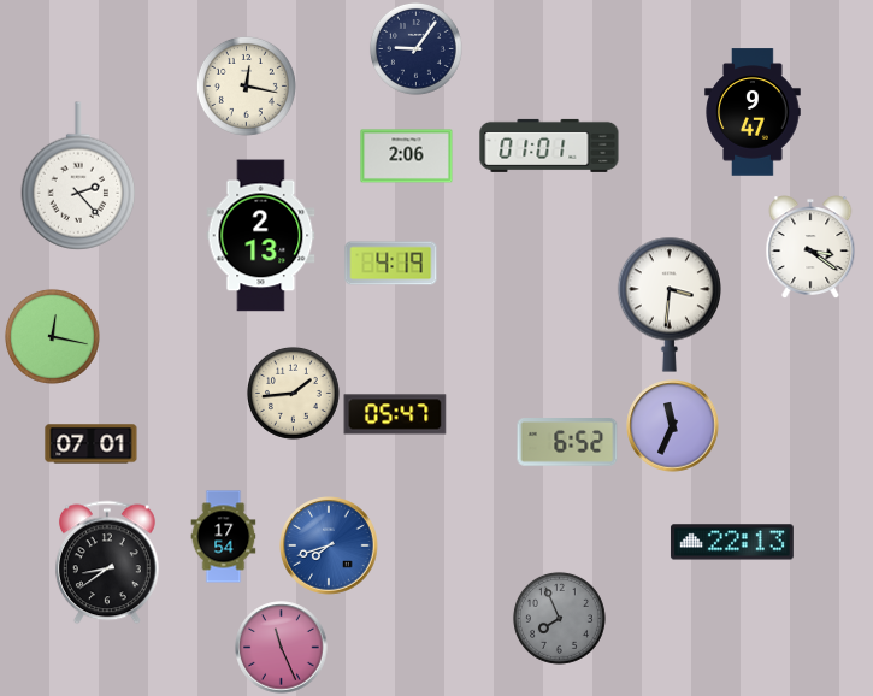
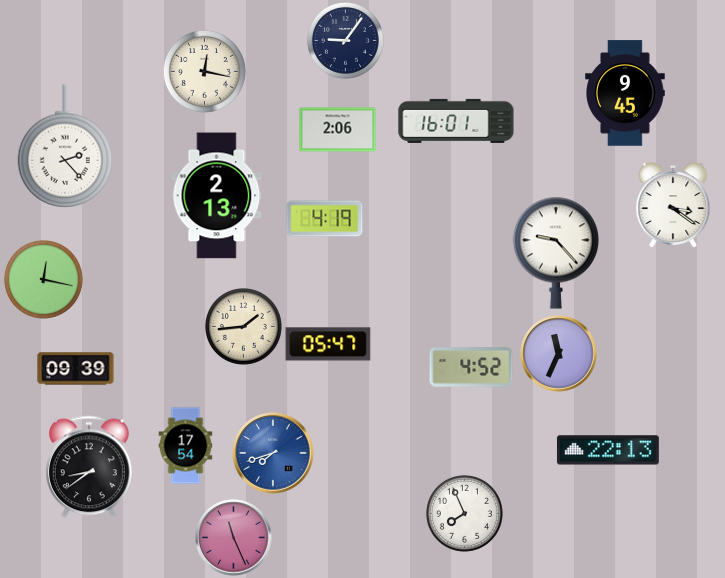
clock at (753, 112): 9:47 -> 9:45
clock at (549, 146): 01:01 -> 16:01
clock at (668, 305): 3:31 -> 9:23
clock at (567, 442): 6:52 -> 4:52
clock at (92, 444): 07:01 -> 09:39
clock at (559, 618) dial: grey -> white
